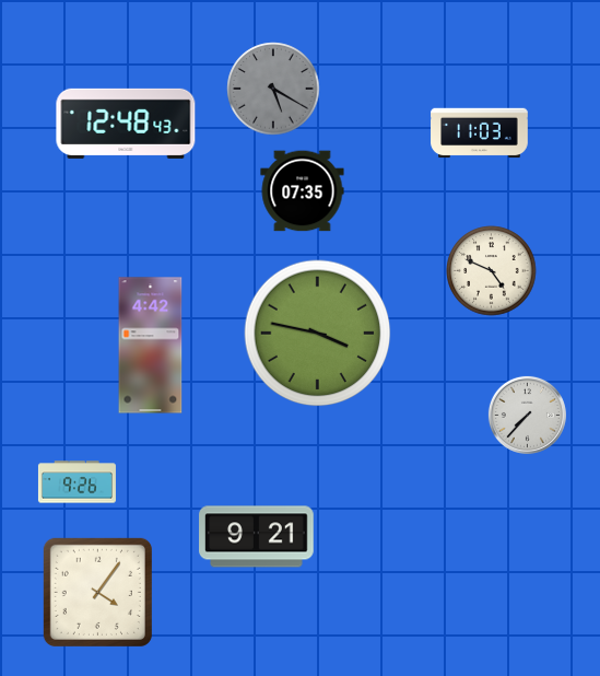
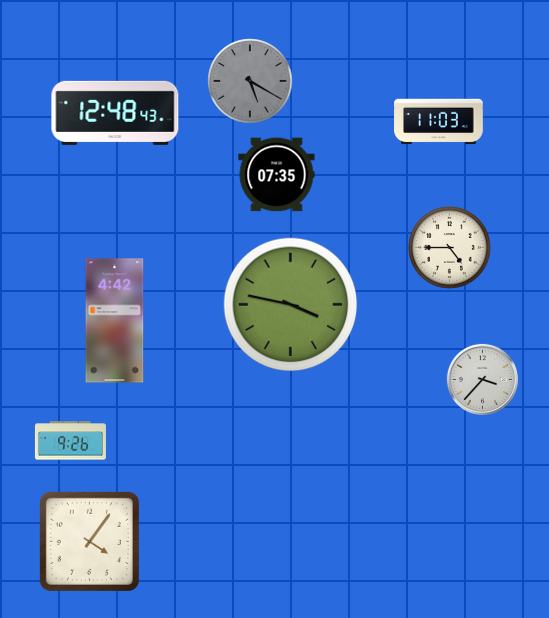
clock at (492, 271): 4:49 -> 4:45
clock at (151, 346) position: (151, 346) -> (115, 321)
clock at (527, 415): 7:37 -> 3:37
clock at (257, 537): 9:21 -> none
